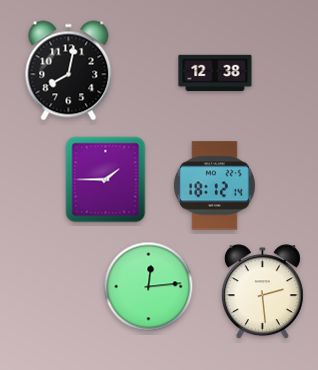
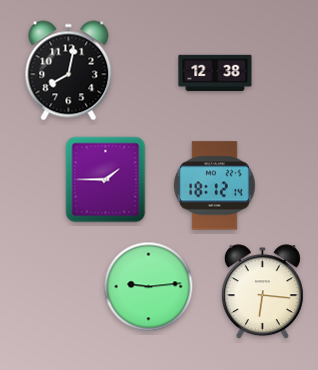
clock at (149, 287): 12:14 -> 9:14
clock at (262, 292): 2:29 -> 6:16
